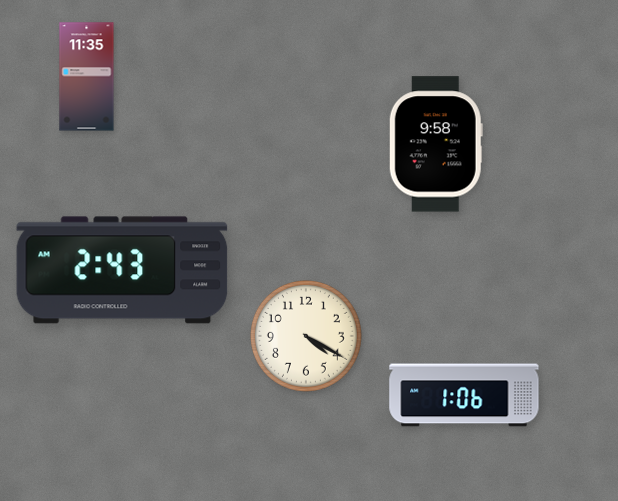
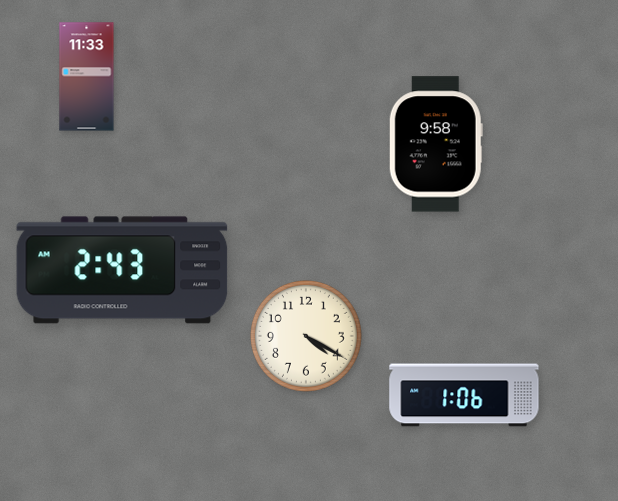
clock at (87, 77): 11:35 -> 11:33
